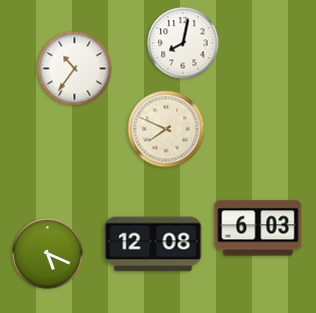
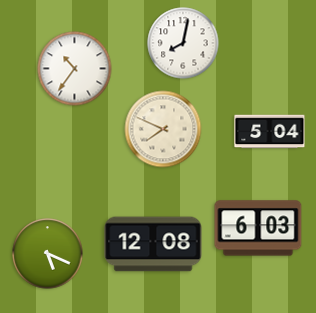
clock at (166, 129) position: (166, 129) -> (163, 129)
clock at (270, 132): none -> 5:04
